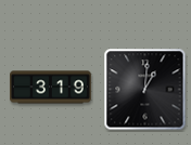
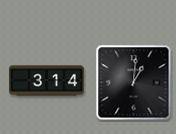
clock at (51, 88): 3:19 -> 3:14
